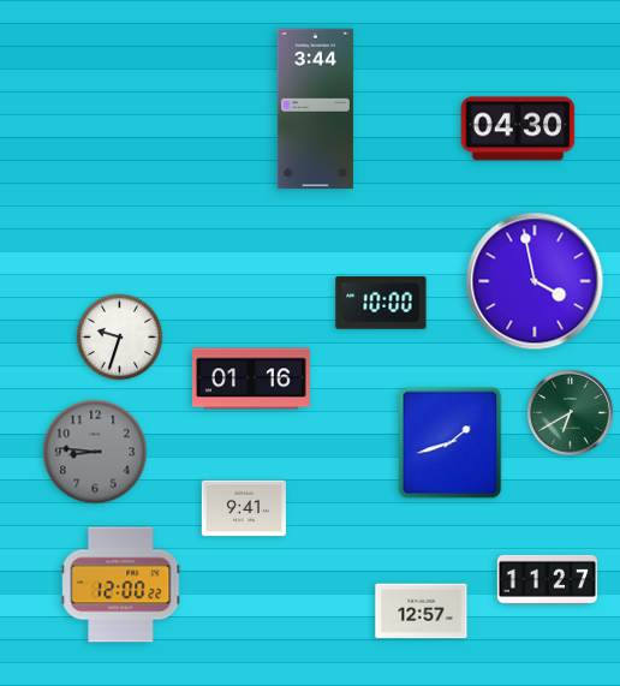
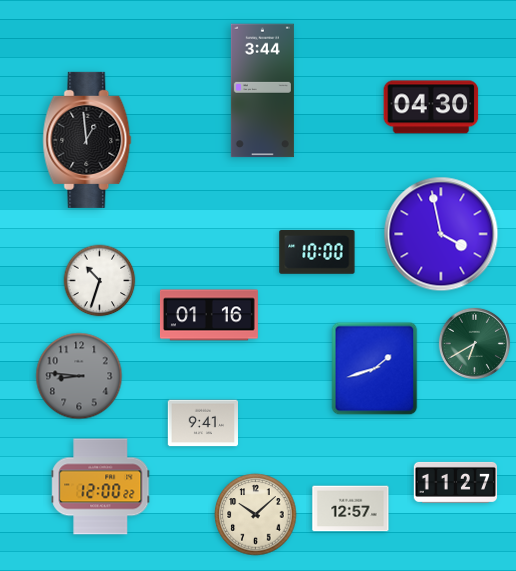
clock at (87, 140): none -> 12:59
clock at (535, 281) position: (535, 281) -> (441, 234)
clock at (120, 338): 9:33 -> 10:33
clock at (256, 515): none -> 10:08
